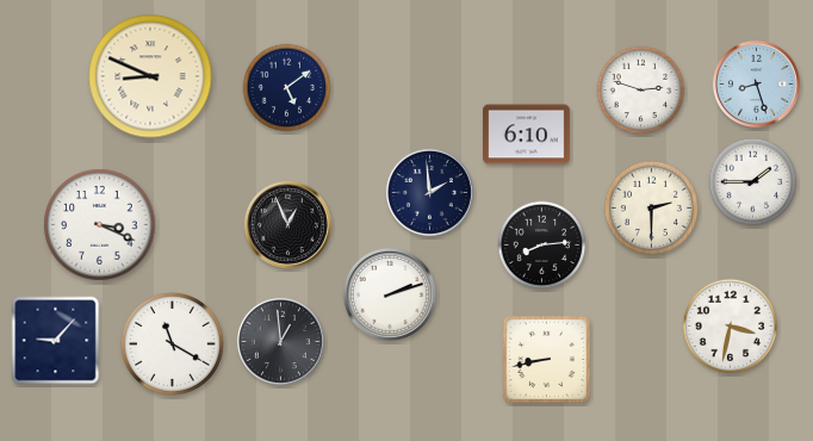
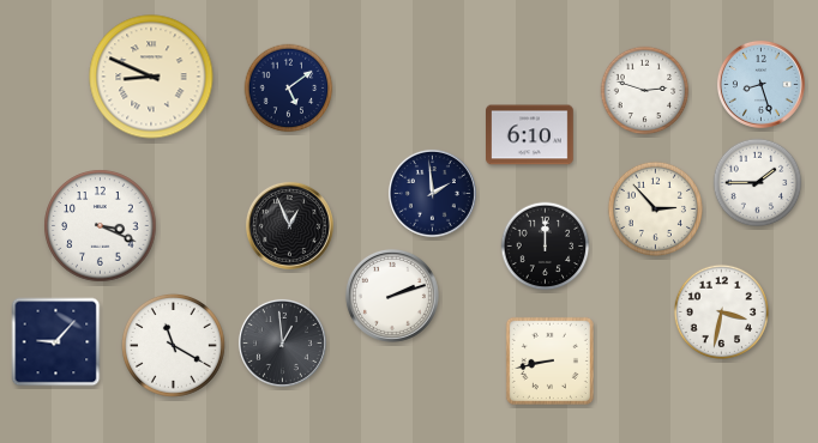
clock at (651, 207): 2:30 -> 2:53
clock at (542, 246): 8:14 -> 12:00
clock at (730, 325) position: (730, 325) -> (721, 311)
